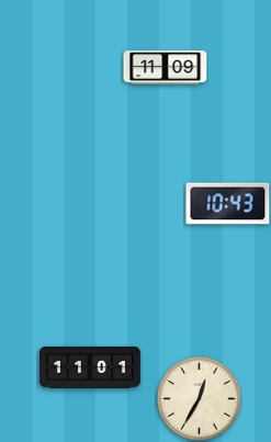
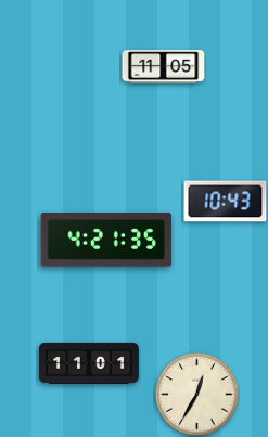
clock at (166, 68): 11:09 -> 11:05
clock at (106, 241): none -> 4:21
